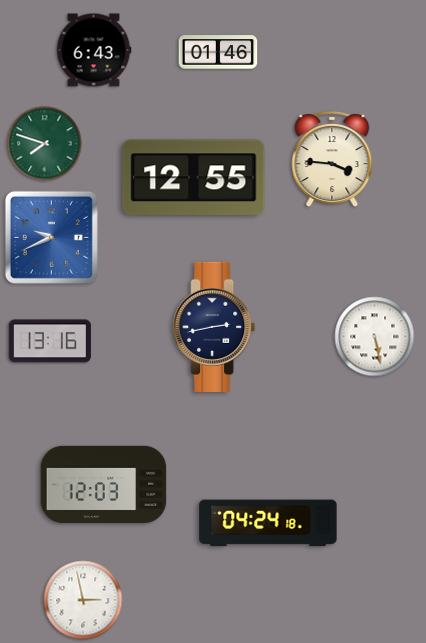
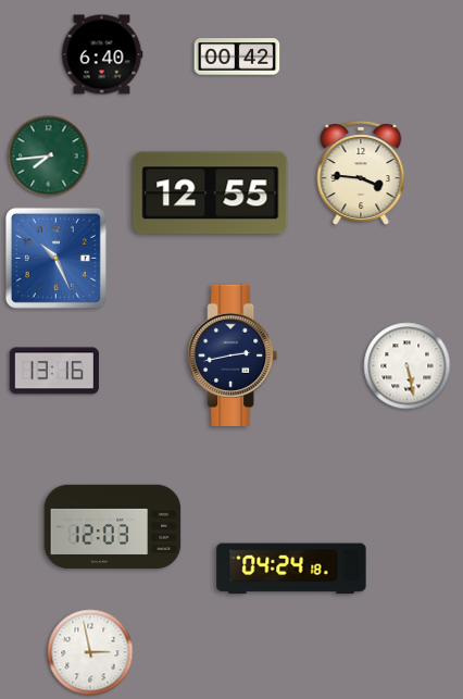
clock at (94, 50): 6:43 -> 6:40
clock at (218, 52): 01:46 -> 00:42
clock at (45, 144): 7:48 -> 7:44
clock at (51, 237): 9:41 -> 10:26
